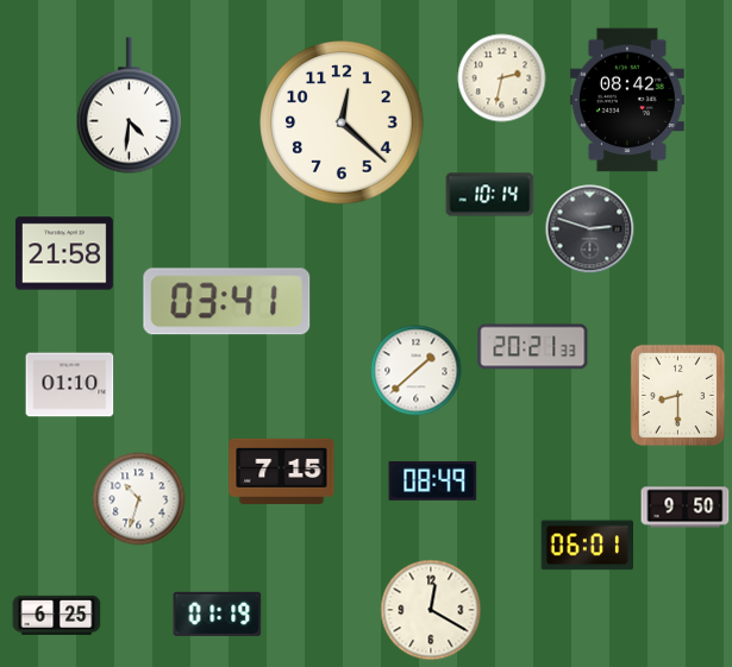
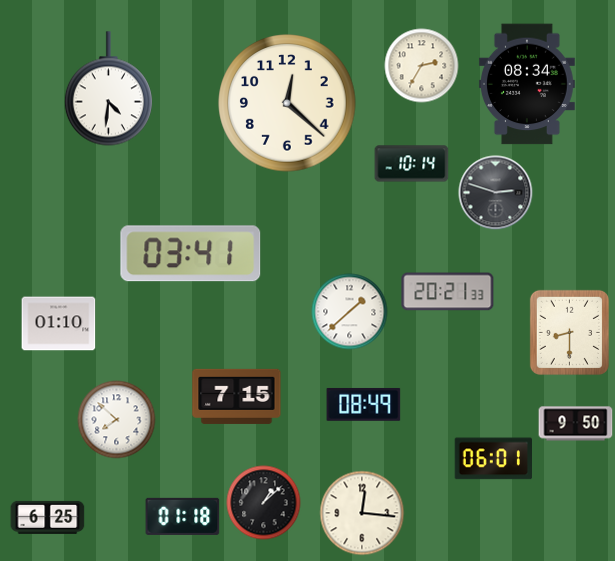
clock at (502, 78): 2:32 -> 2:35
clock at (627, 100): 08:42 -> 08:34
clock at (64, 253): 21:58 -> none
clock at (139, 499): 10:33 -> 7:52
clock at (686, 508) position: (686, 508) -> (576, 424)
clock at (264, 503): none -> 1:08
clock at (431, 610): 12:20 -> 12:16
clock at (218, 613): 01:19 -> 01:18
